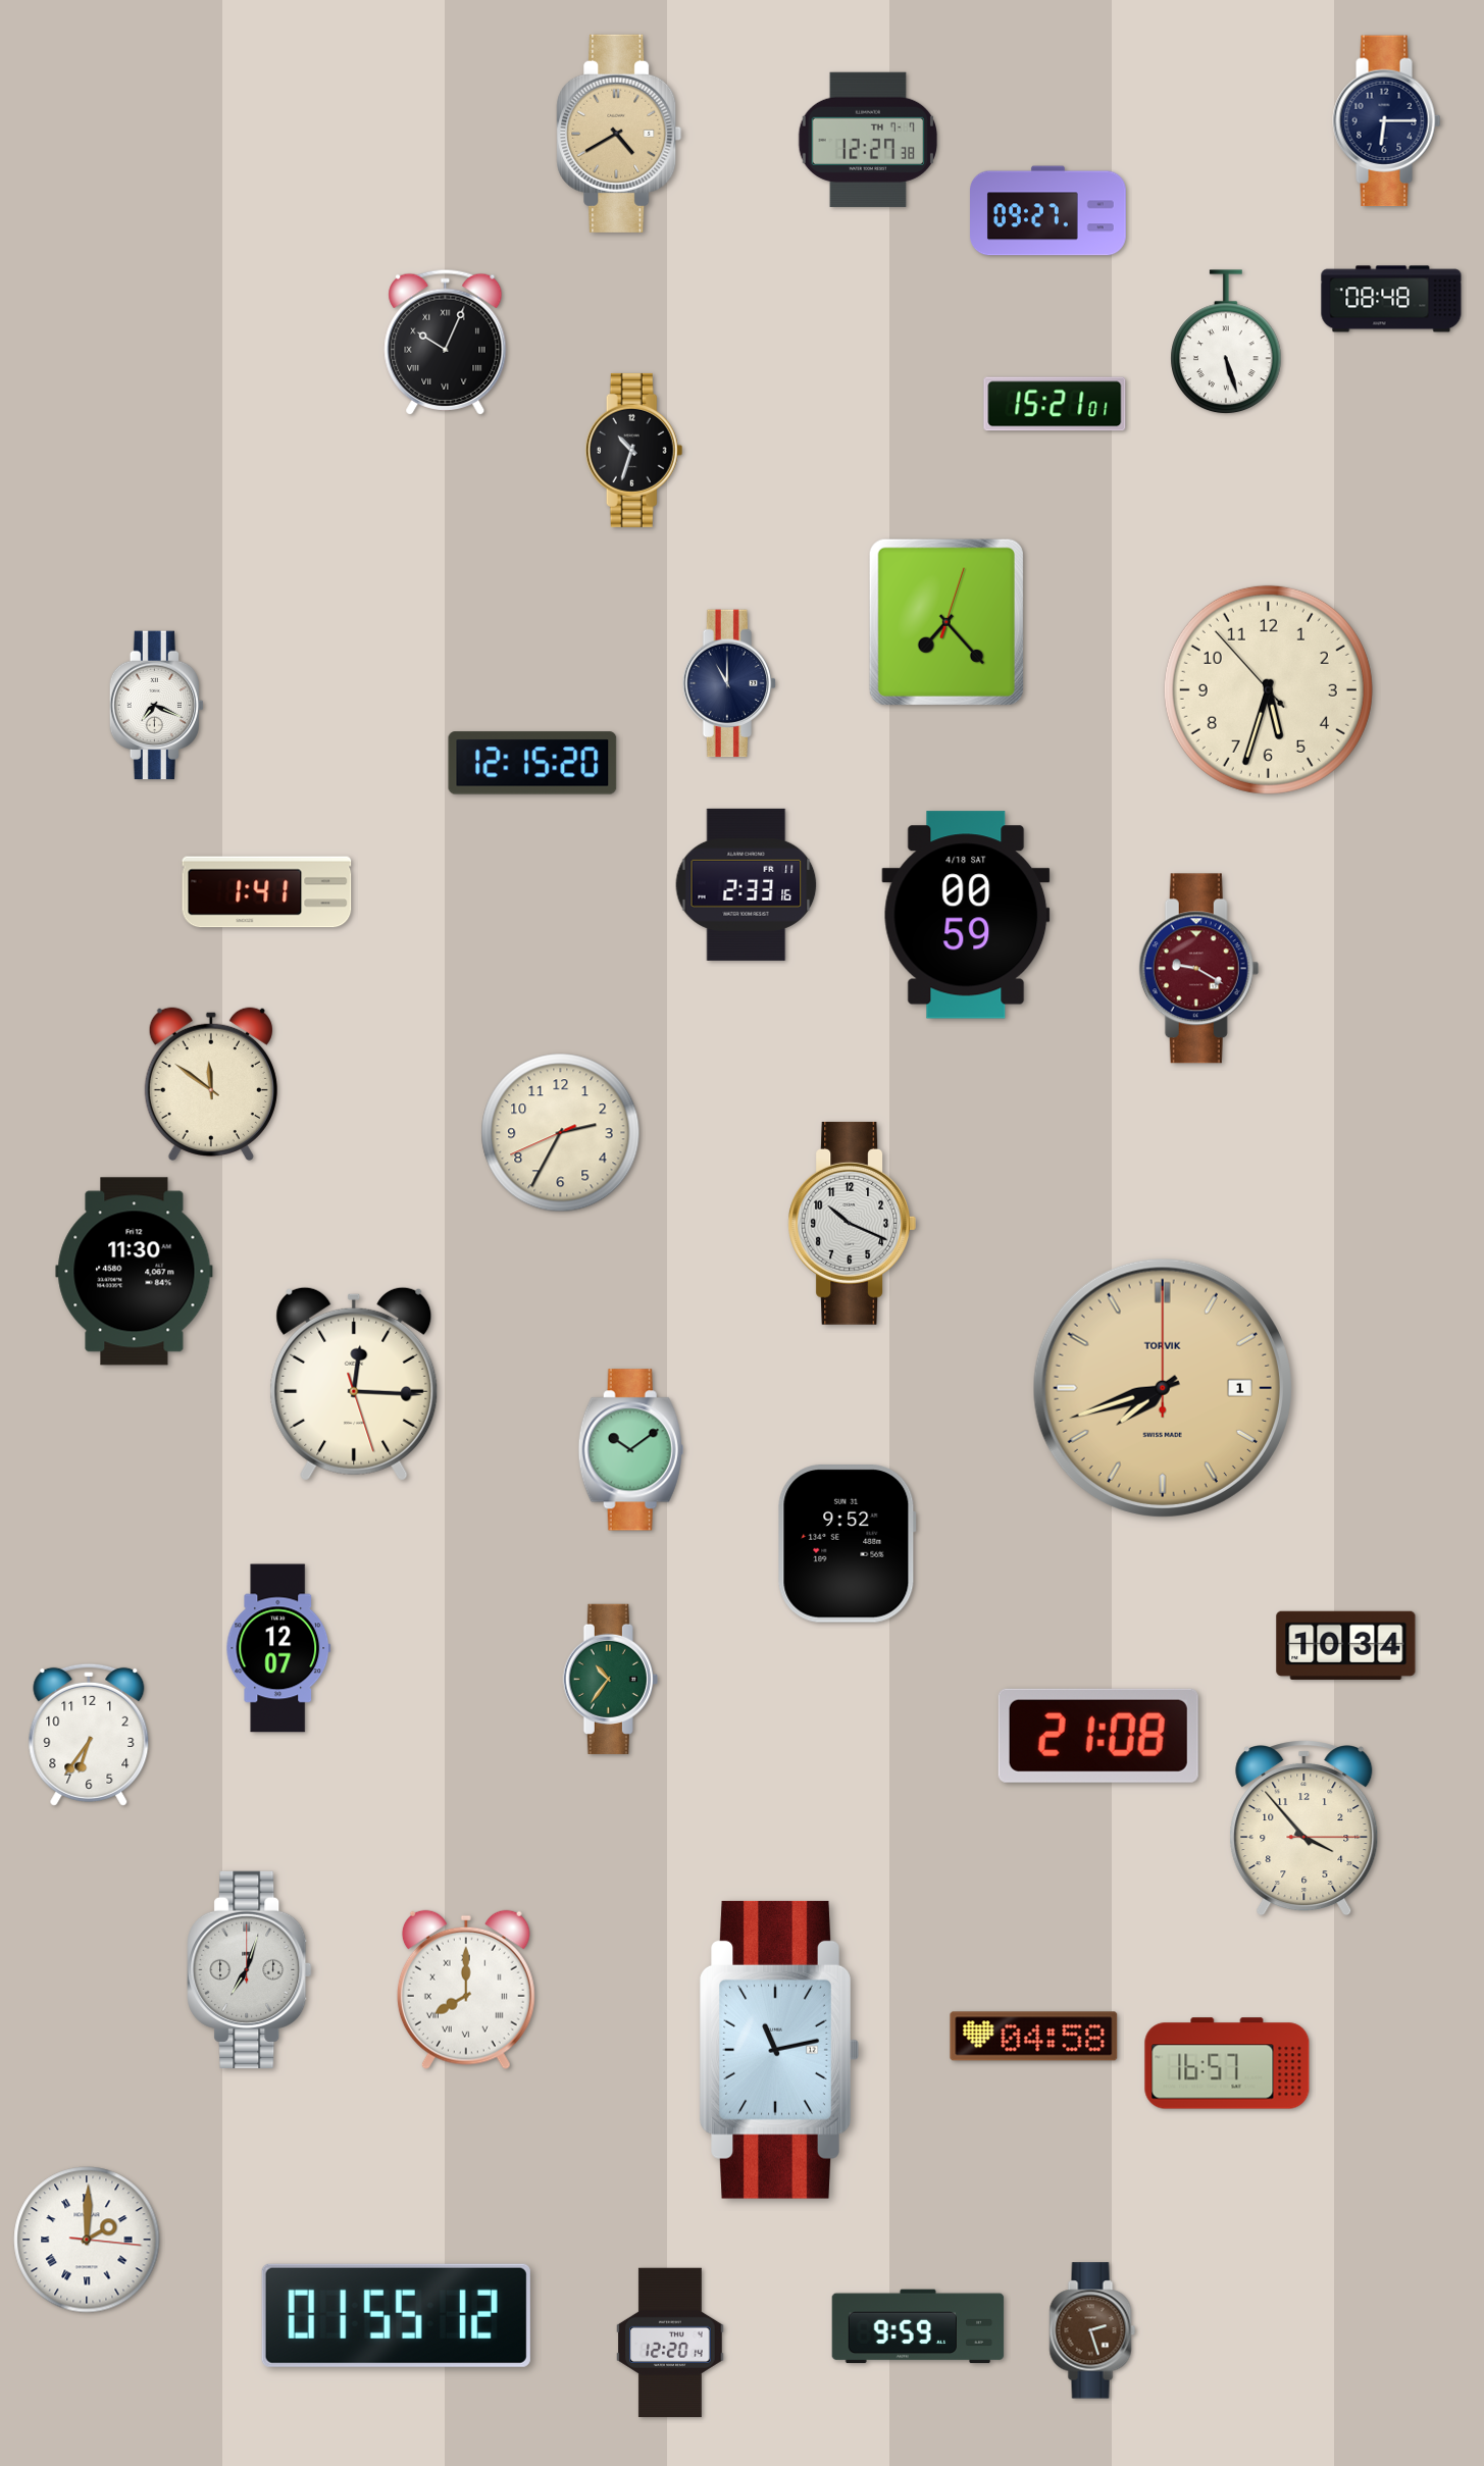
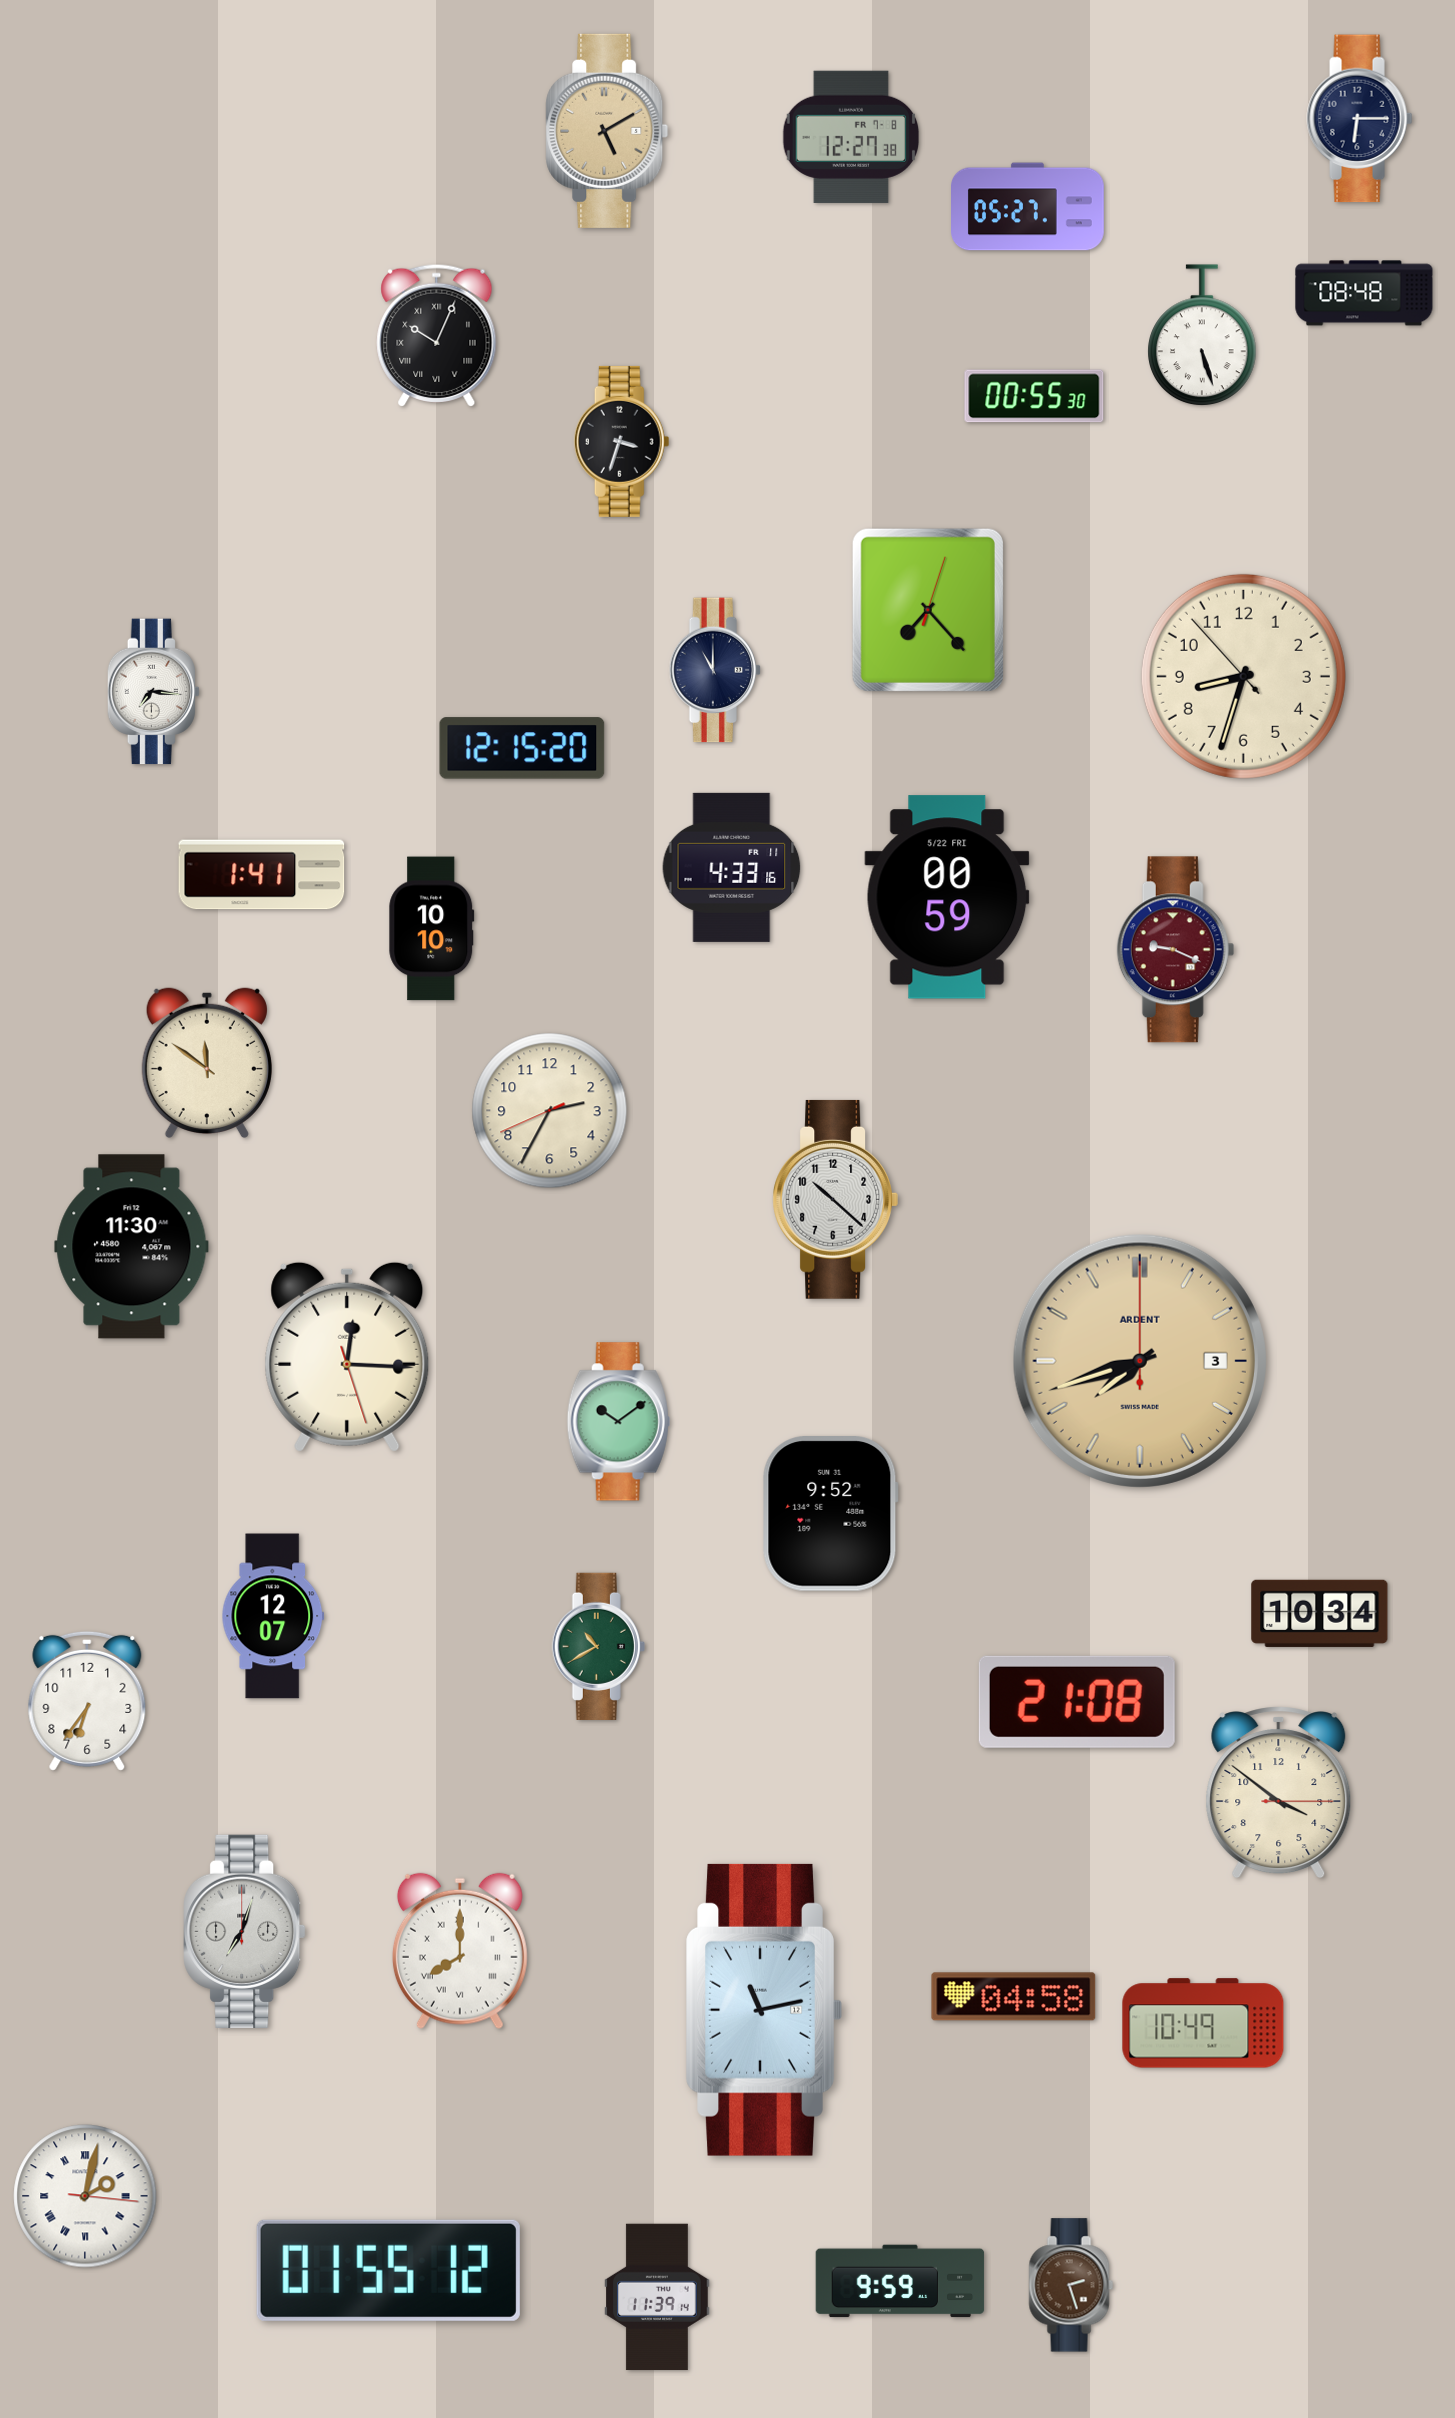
clock at (619, 134): 4:40 -> 5:10
clock at (867, 140) date: TH 7-7 -> FR 7-8
clock at (1048, 211): 09:27 -> 05:27
clock at (1055, 404): 15:21 -> 00:55
clock at (634, 450): 10:33 -> 3:33
clock at (1268, 689): 5:32 -> 8:32
clock at (156, 706): 7:19 -> 7:16
clock at (747, 884): 2:33 -> 4:33
clock at (966, 915) date: 4/18 SAT -> 5/22 FRI
clock at (432, 929): none -> 10:10
clock at (1199, 969): 9:20 -> 9:19
clock at (852, 1223): 10:19 -> 10:22
clock at (1163, 1388) date: 1 -> 3
clock at (1163, 1388) brand: TORVIK -> ARDENT
clock at (610, 1679): 10:36 -> 10:40
clock at (1304, 1829): 3:53 -> 3:51
clock at (466, 1990) position: (466, 1990) -> (460, 1951)
clock at (1227, 2063): 16:57 -> 10:49
clock at (87, 2240): 2:00 -> 2:02
clock at (670, 2343): 12:20 -> 11:39
